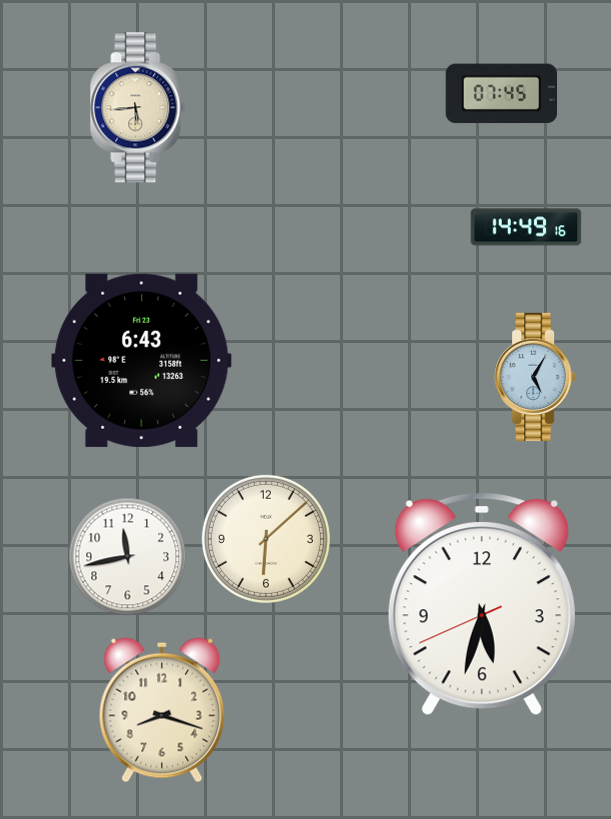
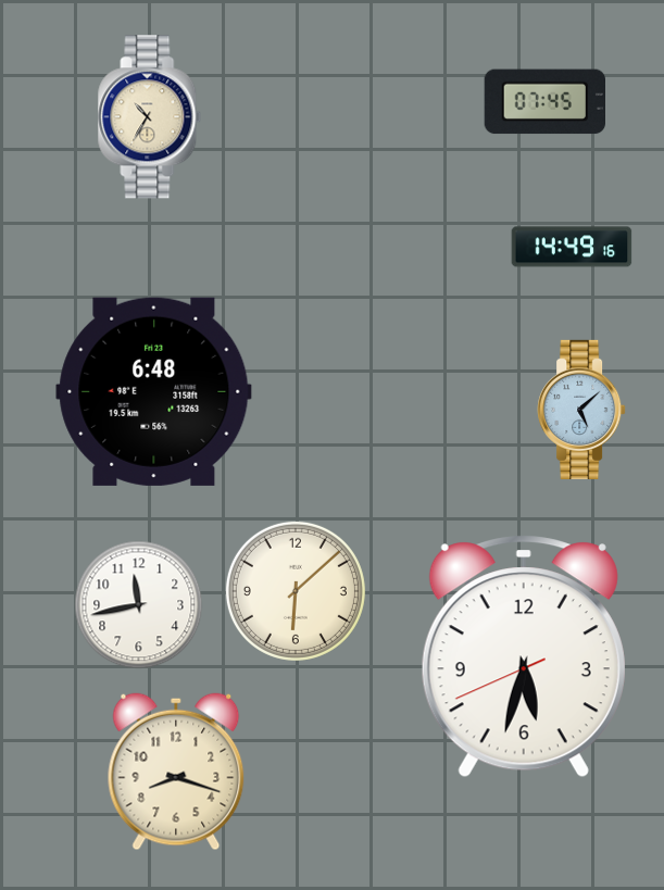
clock at (138, 108): 5:44 -> 10:35
clock at (142, 360): 6:43 -> 6:48
clock at (535, 377): 5:05 -> 5:08
clock at (266, 539) position: (266, 539) -> (296, 591)
